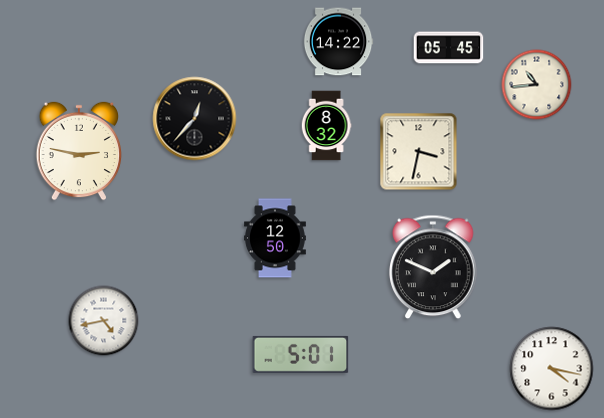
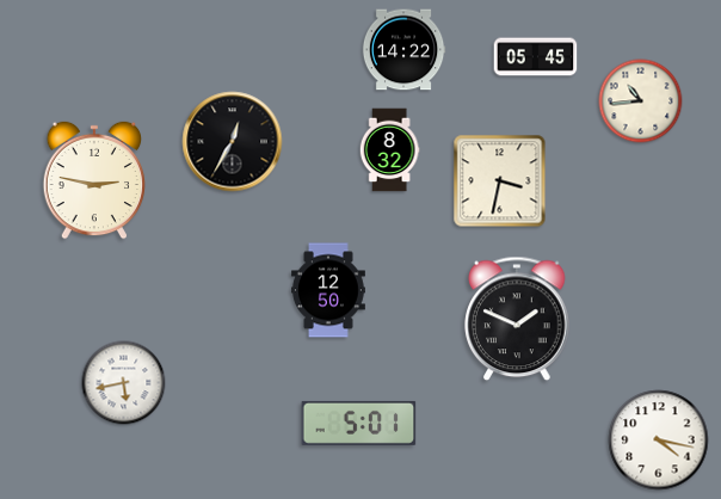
clock at (195, 119): 12:37 -> 12:35
clock at (276, 238) position: (276, 238) -> (329, 290)
clock at (104, 321): 4:43 -> 5:43
